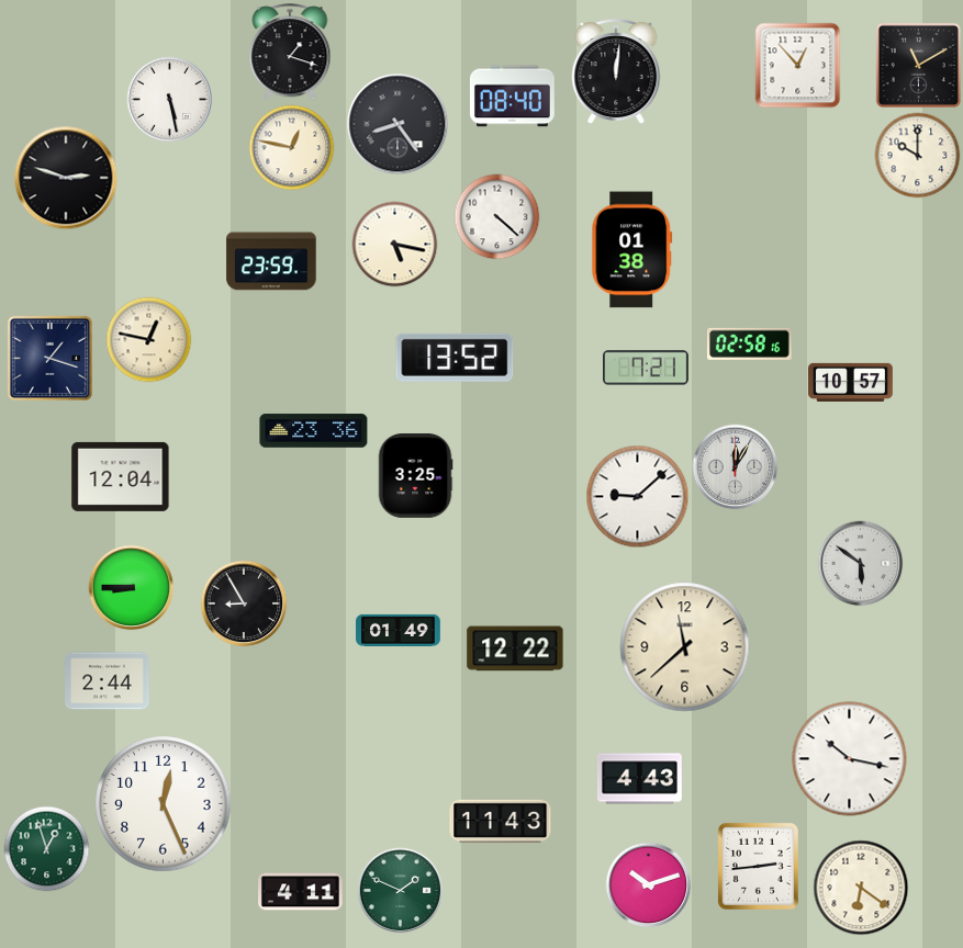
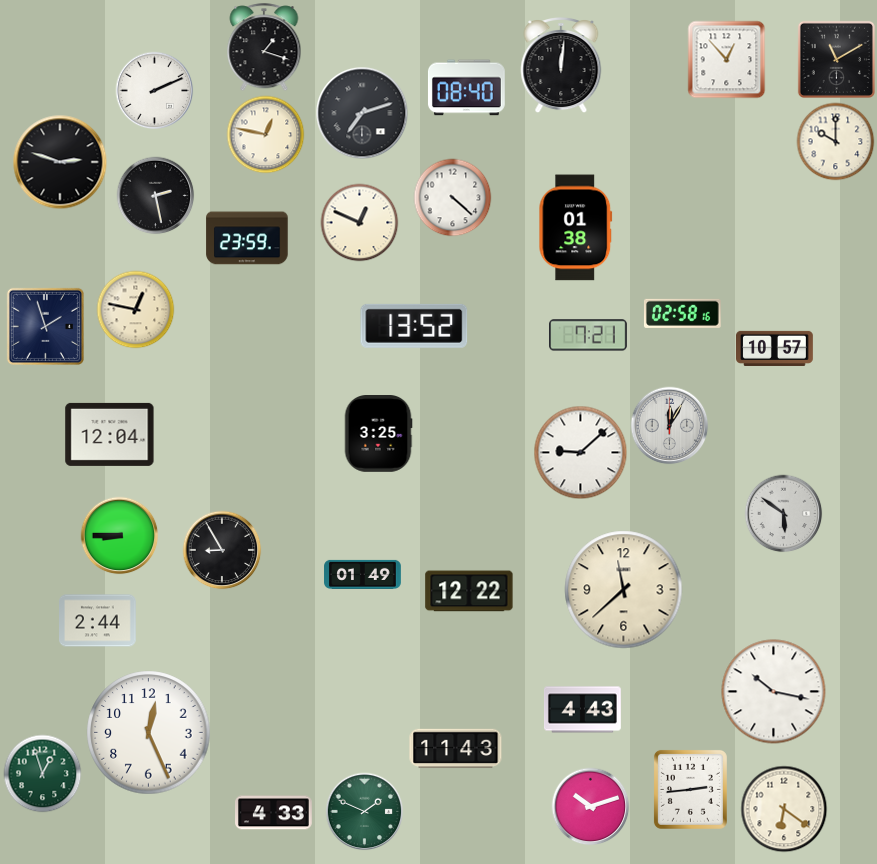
clock at (169, 99): 5:28 -> 2:11
clock at (397, 124): 8:24 -> 7:12
clock at (155, 195): none -> 2:28
clock at (394, 244): 5:17 -> 12:49
clock at (49, 358): 1:18 -> 1:57
clock at (314, 431): 23:36 -> none
clock at (301, 892): 4:11 -> 4:33
